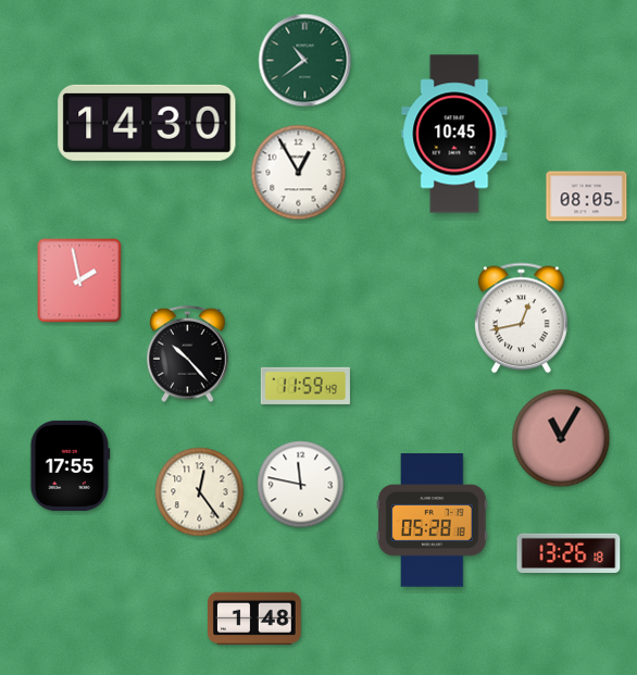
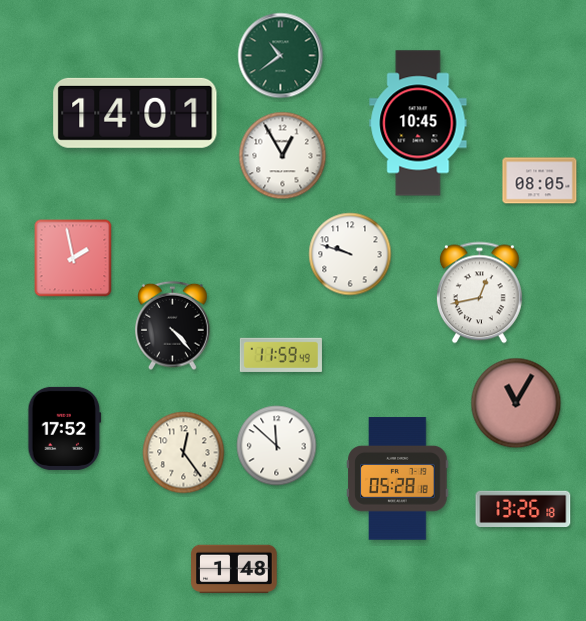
clock at (147, 123): 14:30 -> 14:01
clock at (299, 173) position: (299, 173) -> (283, 156)
clock at (350, 254): none -> 9:48
clock at (188, 354): 10:23 -> 4:23
clock at (71, 465): 17:55 -> 17:52
clock at (301, 485): 11:47 -> 11:52
